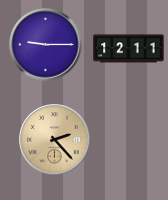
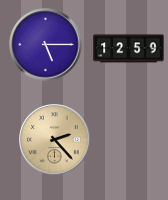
clock at (46, 45): 9:15 -> 5:15
clock at (129, 49): 12:11 -> 12:59
